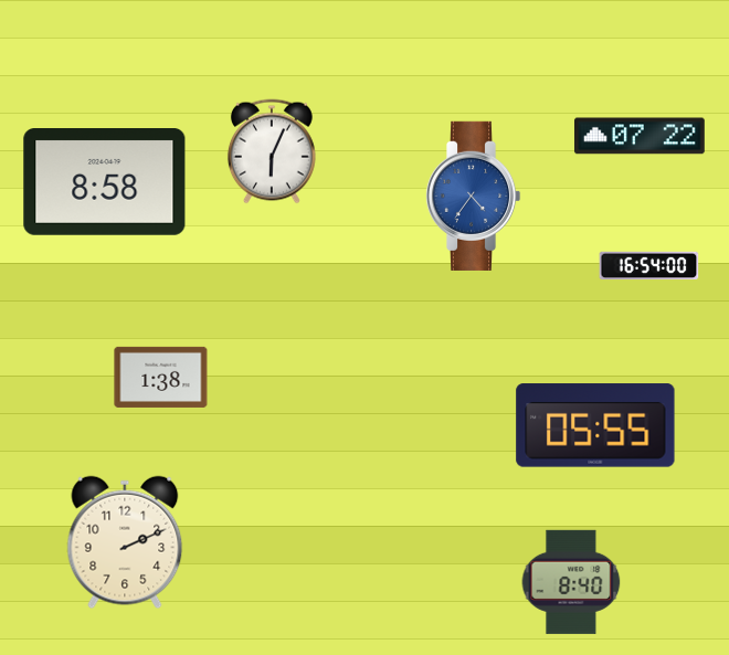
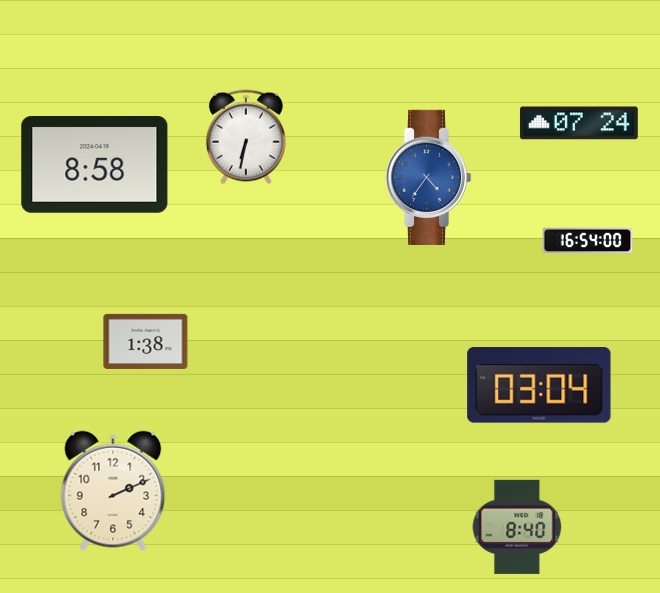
clock at (640, 136): 07:22 -> 07:24
clock at (272, 151): 6:04 -> 6:32
clock at (595, 425): 05:55 -> 03:04
